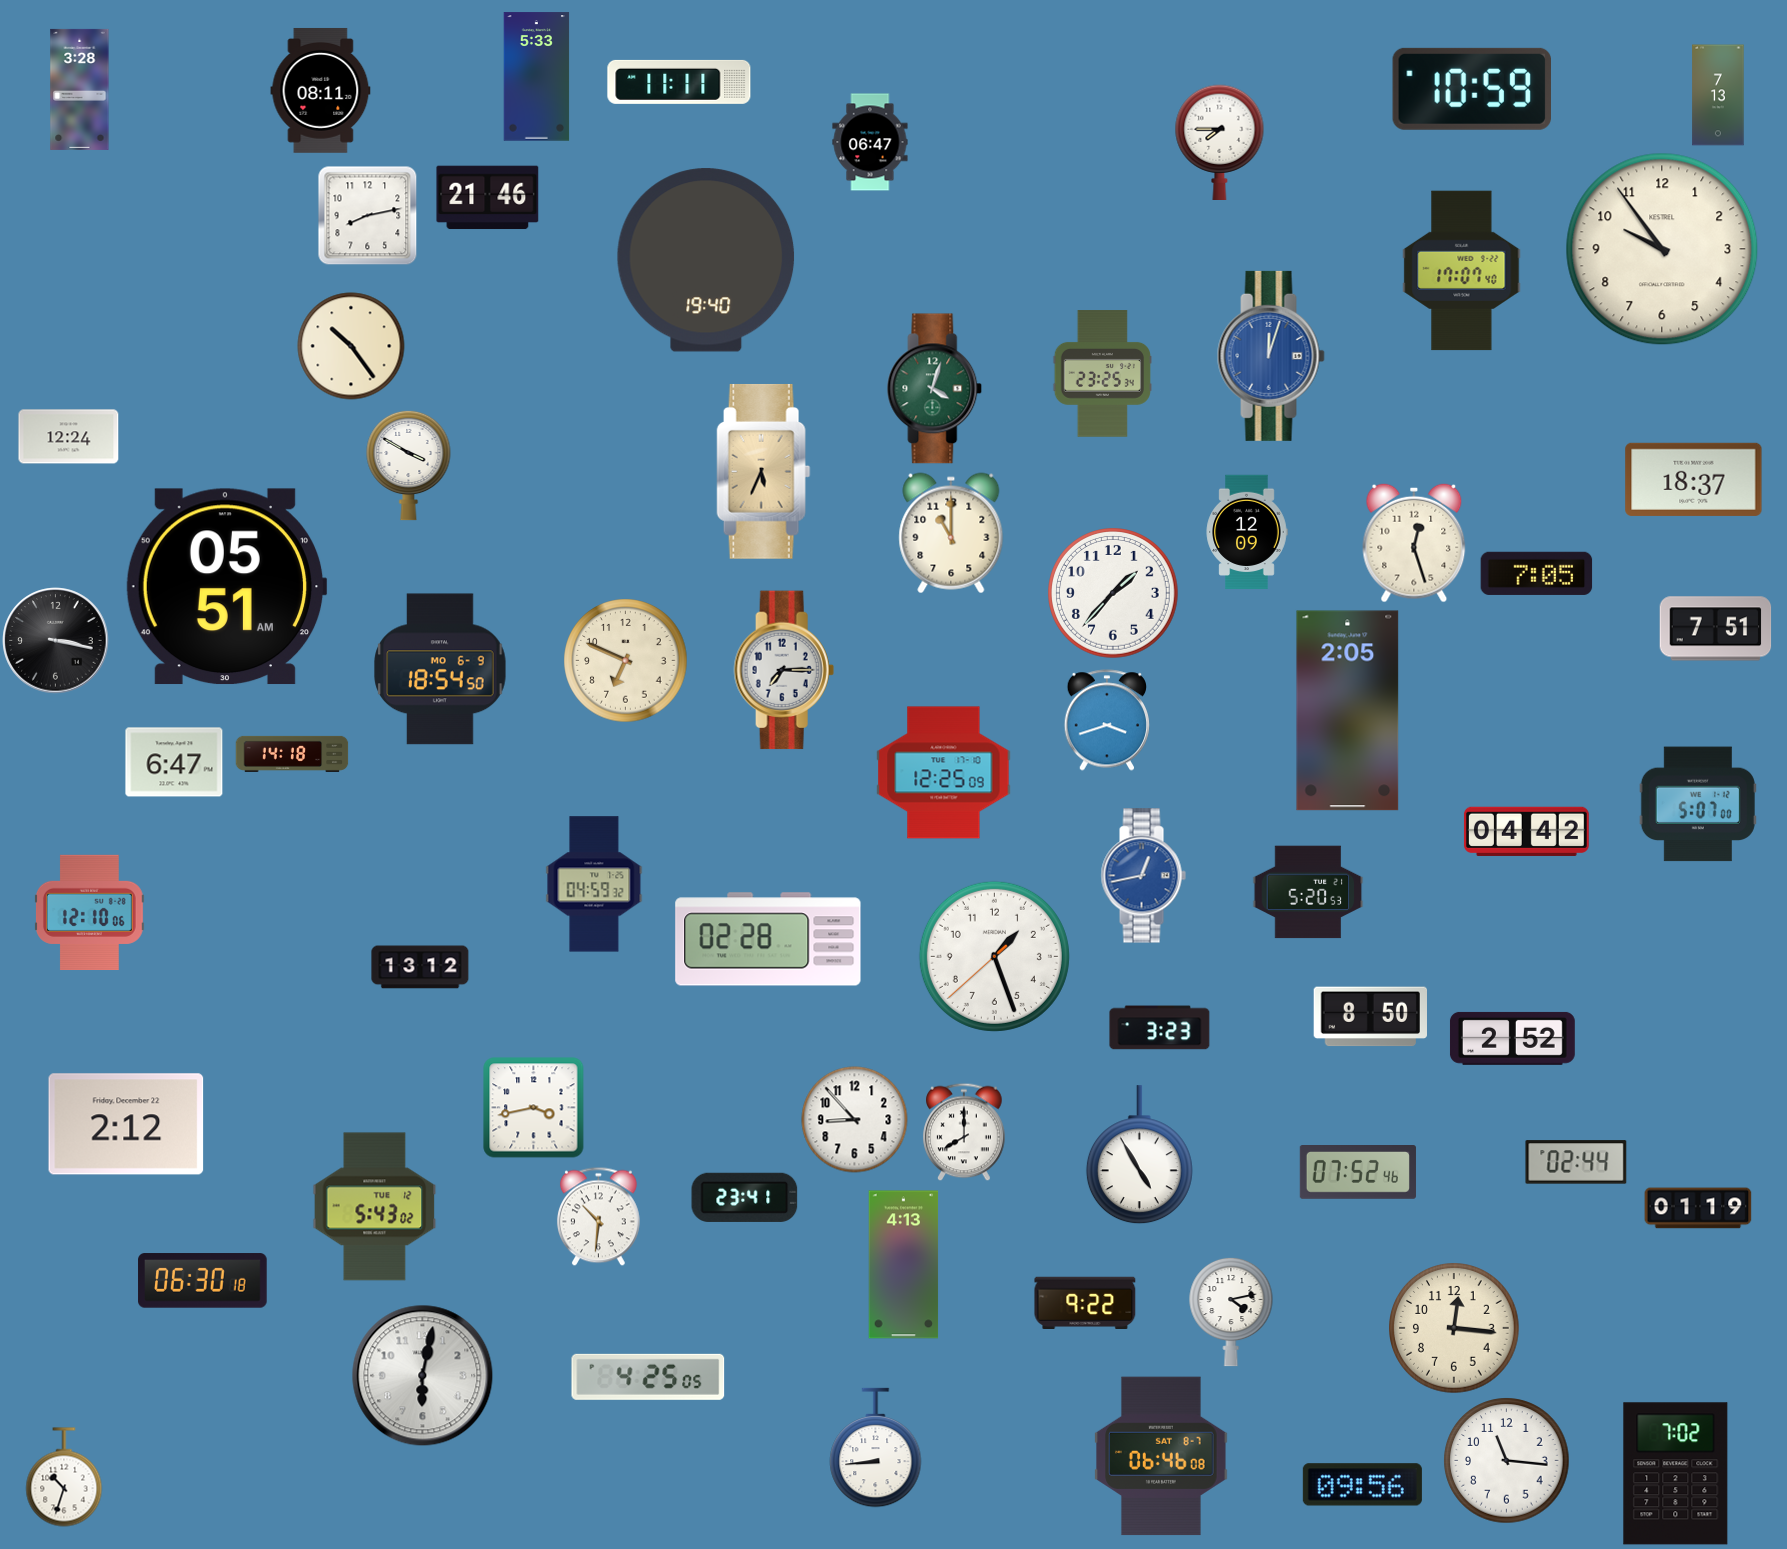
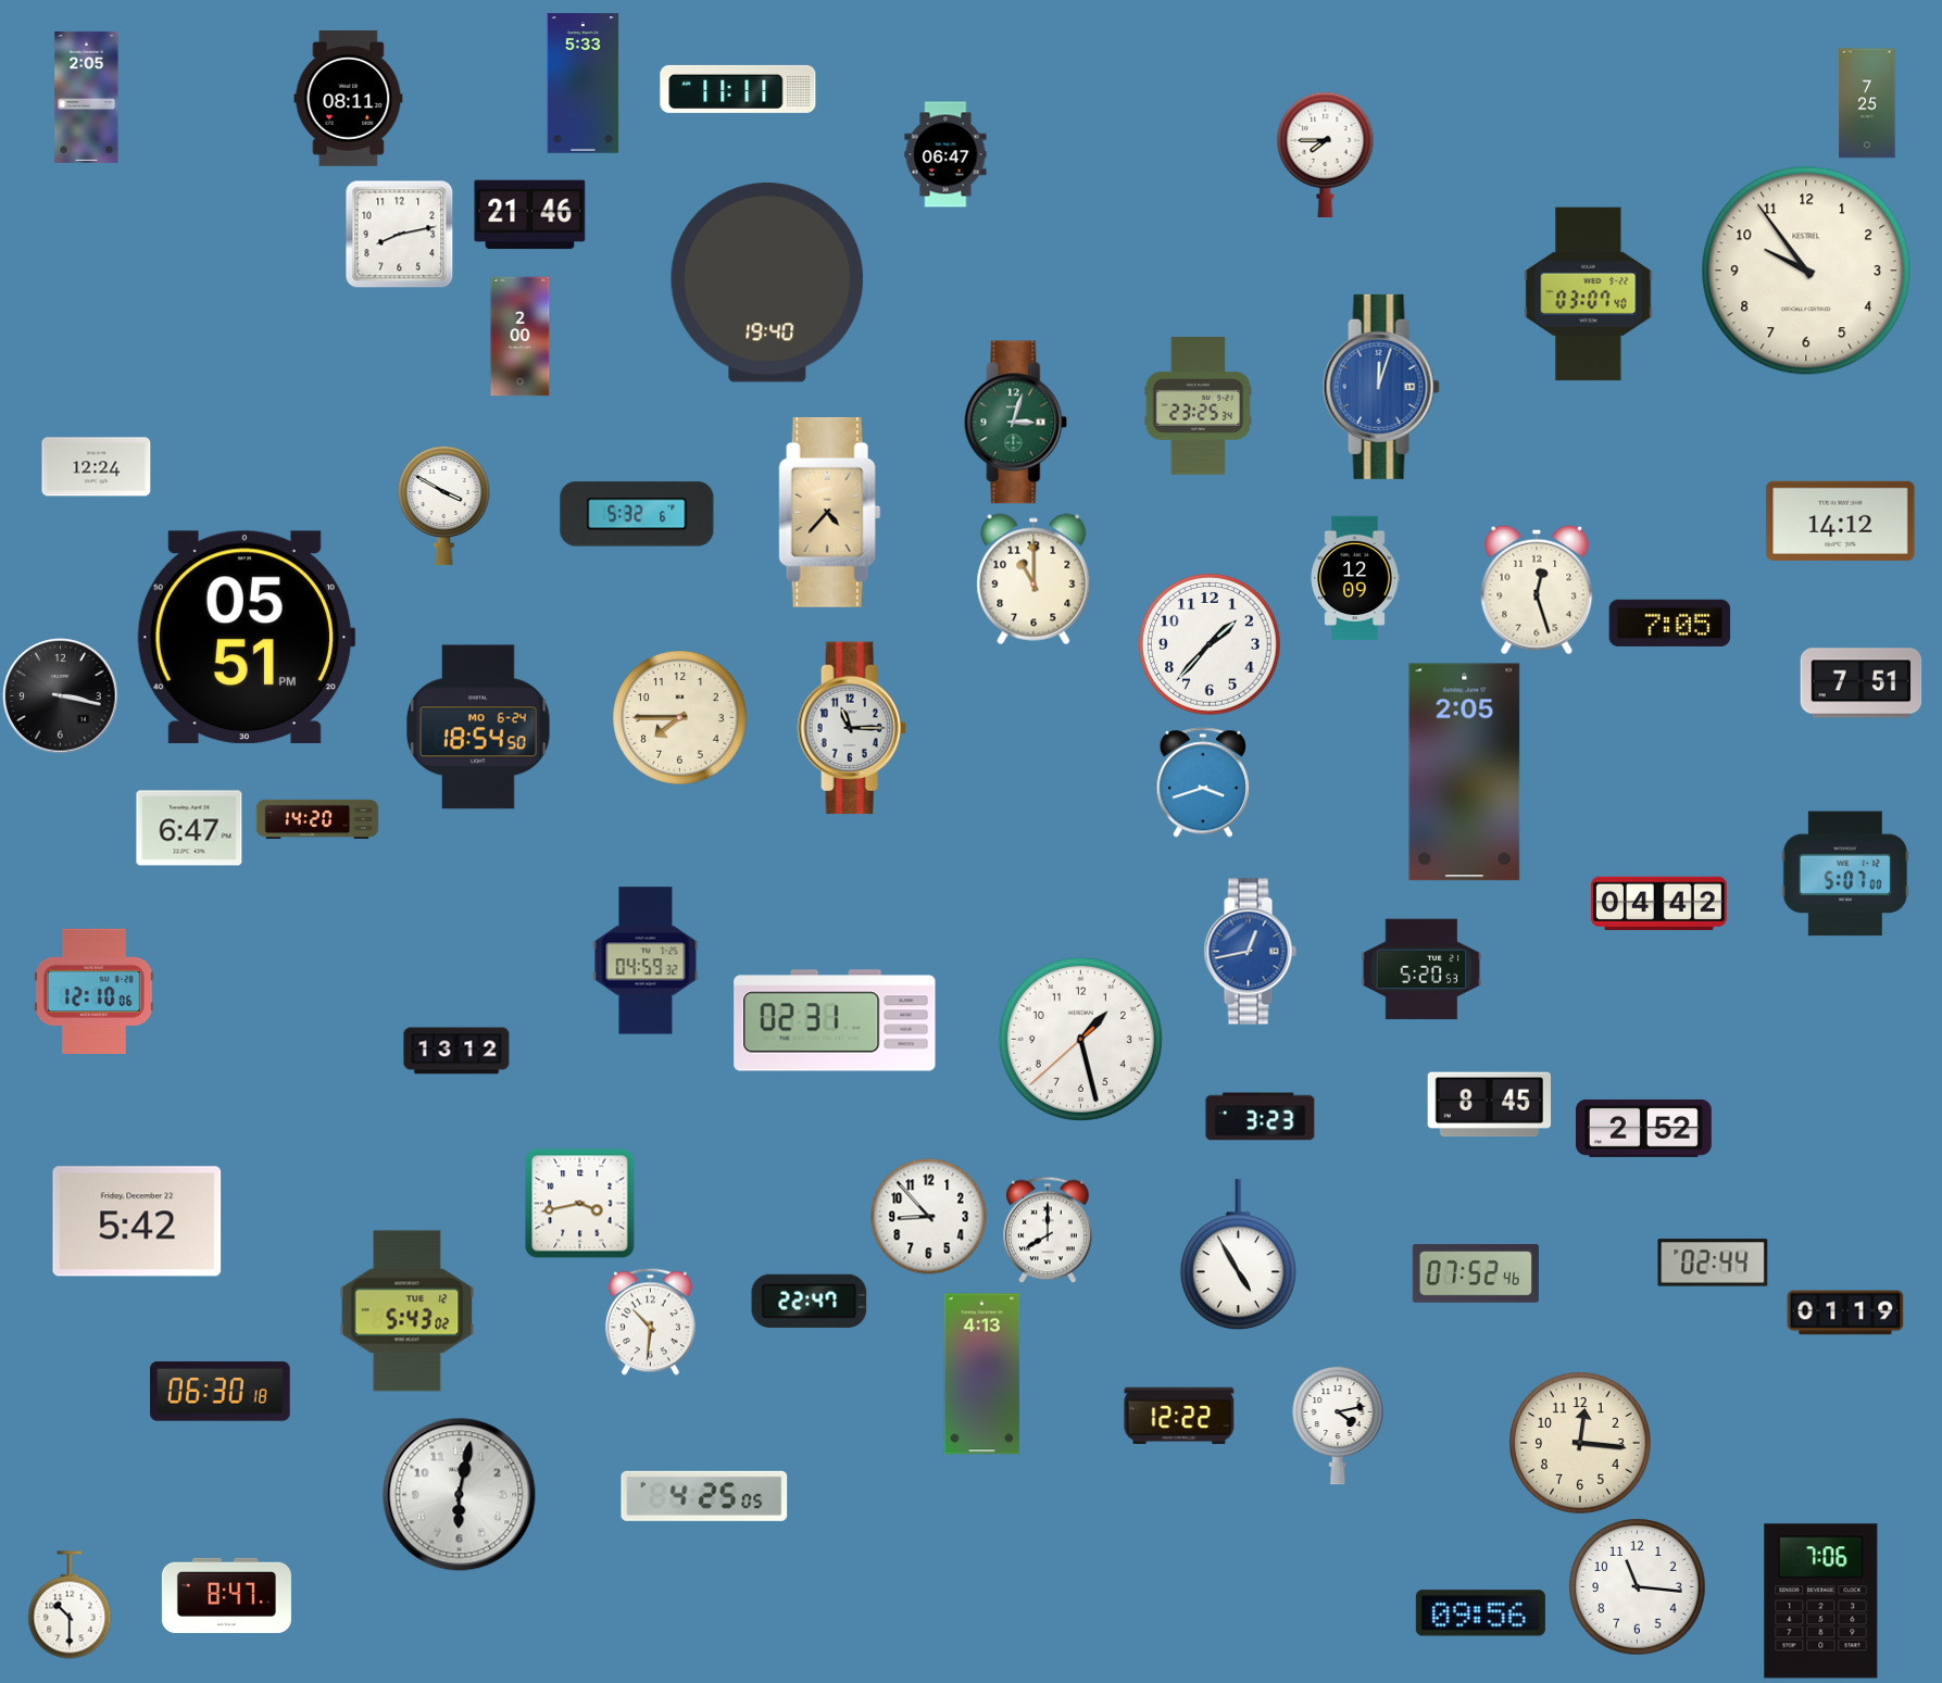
clock at (80, 89): 3:28 -> 2:05
clock at (1471, 89): 10:59 -> none
clock at (1718, 95): 7:13 -> 7:25
clock at (1462, 271): 17:07 -> 03:07
clock at (521, 337): none -> 2:00
clock at (351, 346): 10:24 -> none
clock at (935, 389): 4:03 -> 3:03
clock at (69, 437) position: (69, 437) -> (97, 467)
clock at (764, 471): 5:34 -> 4:37
clock at (637, 514): none -> 5:32
clock at (1694, 479): 18:37 -> 14:12
clock at (226, 587): 05:51 AM -> 05:51 PM
clock at (1716, 629) position: (1716, 629) -> (1862, 683)
clock at (626, 661): 6:49 -> 7:45
clock at (440, 669) date: MO 6-9 -> MO 6-24
clock at (784, 670): 7:15 -> 11:15
clock at (292, 754): 14:18 -> 14:20
clock at (944, 773): 12:25 -> none
clock at (1143, 876) position: (1143, 876) -> (1250, 952)
clock at (89, 912) position: (89, 912) -> (93, 991)
clock at (768, 939): 02:28 -> 02:31
clock at (994, 956): 1:26 -> 1:27
clock at (1370, 1017): 8:50 -> 8:45
clock at (126, 1124): 2:12 -> 5:42
clock at (745, 1197): 23:41 -> 22:47
clock at (1085, 1302): 9:22 -> 12:22
clock at (876, 1448): 8:44 -> none
clock at (1161, 1456): 06:46 -> none
clock at (226, 1595): none -> 8:47
clock at (1676, 1474): 7:02 -> 7:06
clock at (64, 1477): 10:33 -> 10:30
